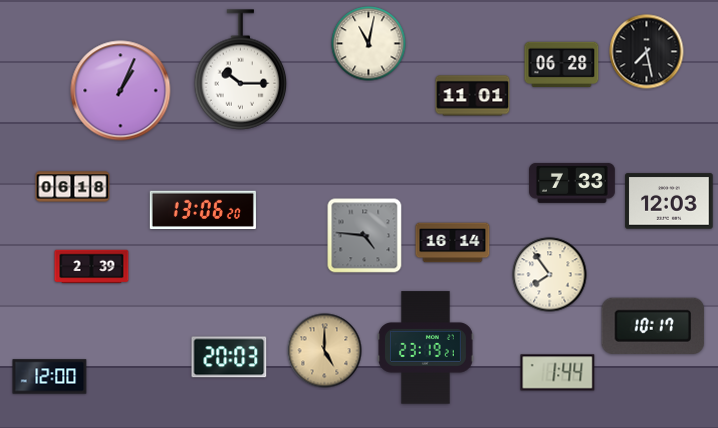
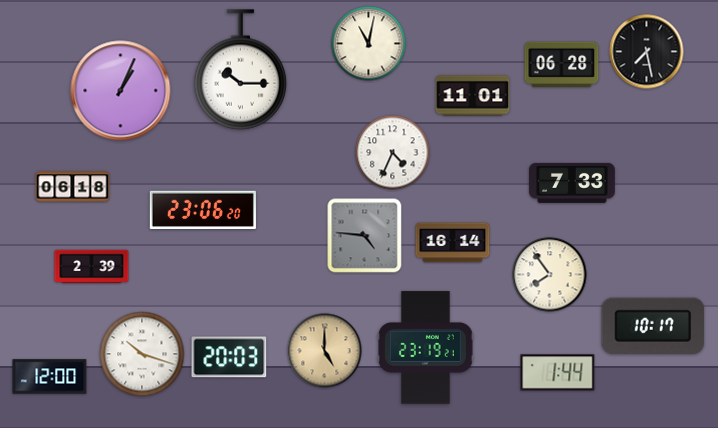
clock at (393, 153): none -> 4:34
clock at (669, 201): 12:03 -> none
clock at (203, 210): 13:06 -> 23:06
clock at (142, 354): none -> 10:18
